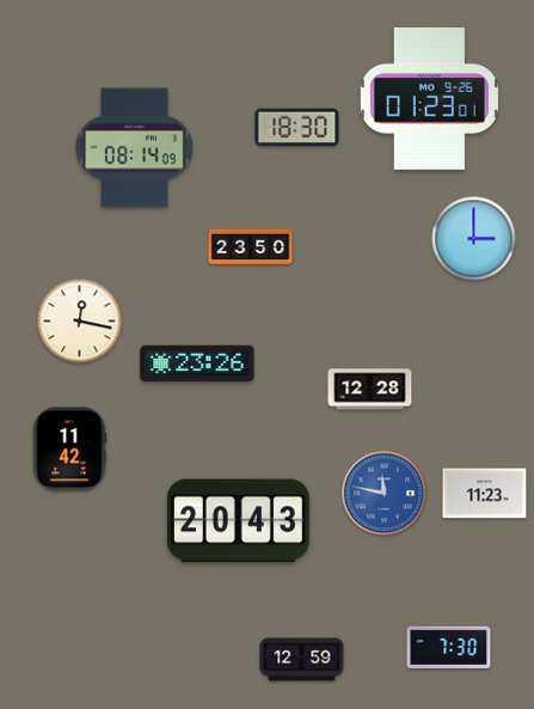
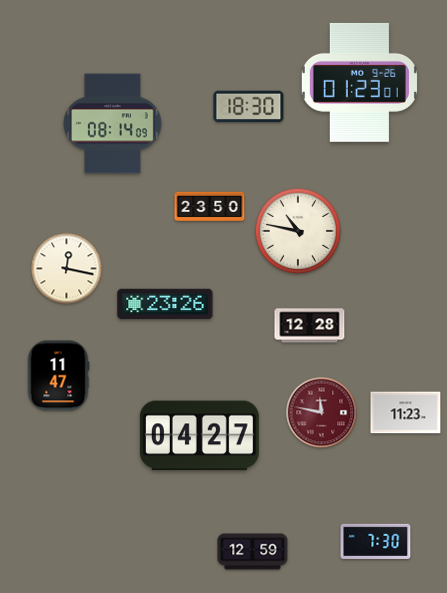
clock at (474, 239): 3:00 -> none
clock at (298, 231): none -> 10:47
clock at (69, 450): 11:42 -> 11:47
clock at (385, 494) dial: blue -> burgundy
clock at (238, 521): 20:43 -> 04:27
